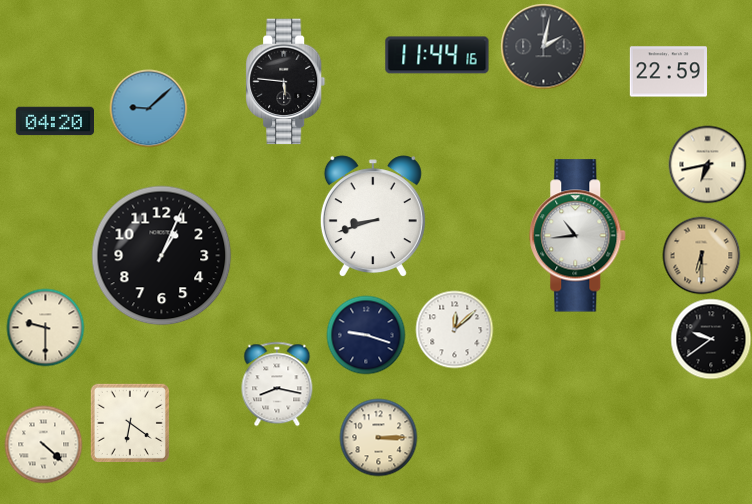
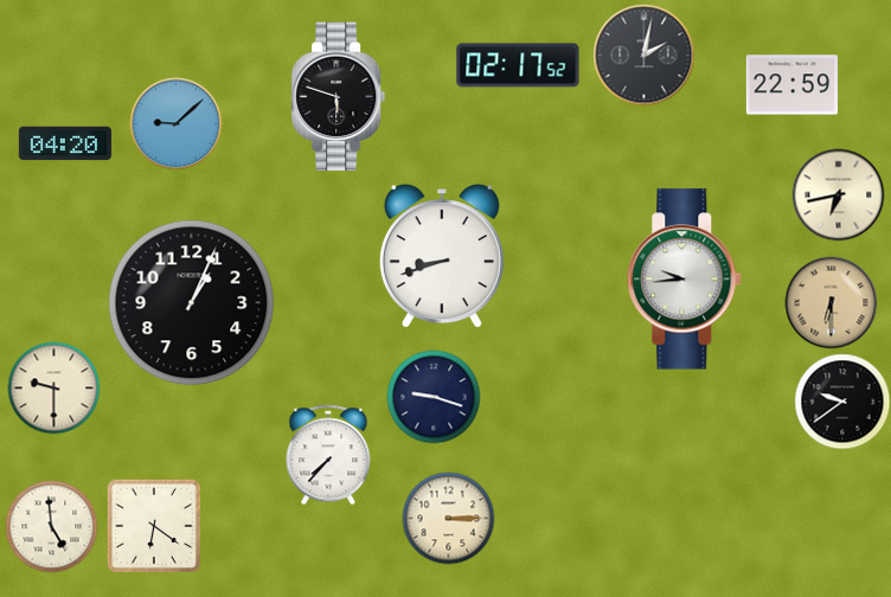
clock at (437, 55): 11:44 -> 02:17
clock at (286, 82): 5:46 -> 5:48
clock at (148, 108) position: (148, 108) -> (175, 123)
clock at (578, 236): 10:44 -> 9:44
clock at (454, 329): 12:08 -> none
clock at (277, 384): 8:17 -> 7:37
clock at (130, 423) position: (130, 423) -> (154, 526)
clock at (43, 444): 4:22 -> 4:59
